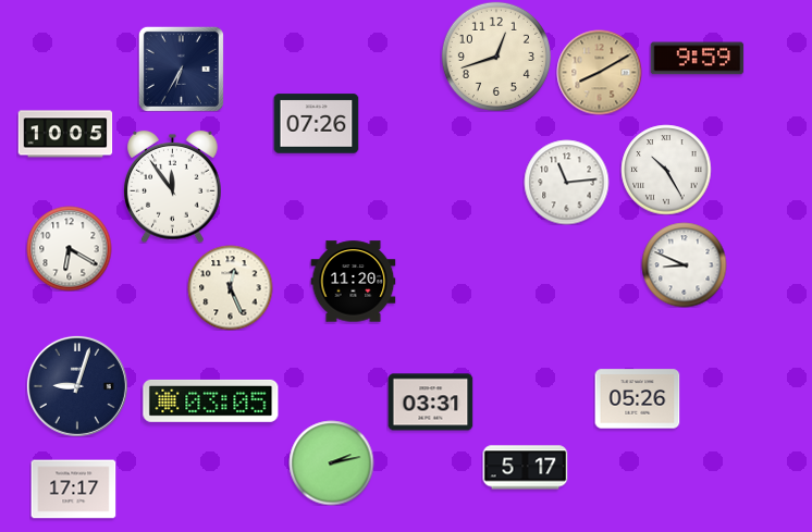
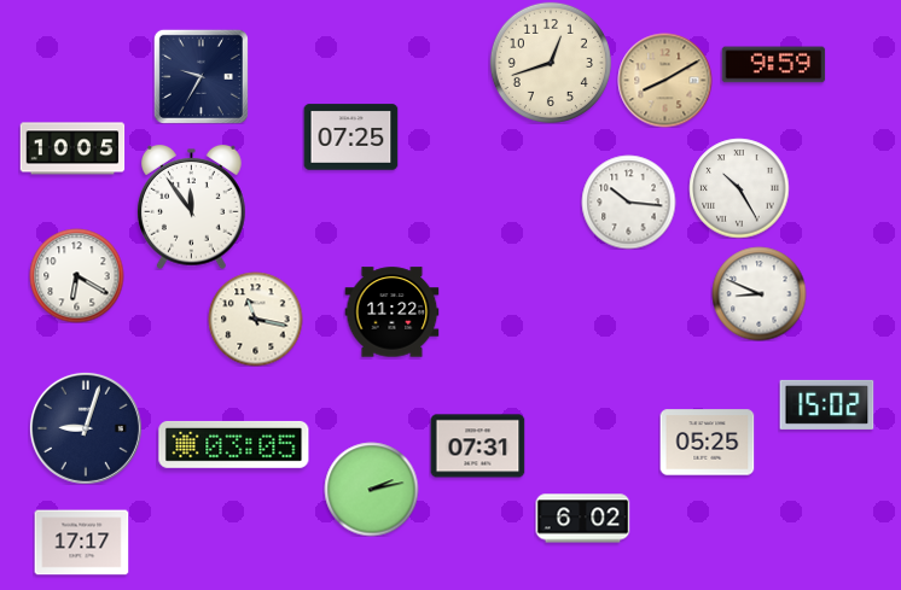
clock at (181, 69): 6:35 -> 9:35
clock at (316, 124): 07:26 -> 07:25
clock at (566, 182): 11:14 -> 10:16
clock at (353, 282): 11:20 -> 11:22
clock at (230, 287): 12:26 -> 11:17
clock at (826, 404): none -> 15:02
clock at (637, 399): 05:26 -> 05:25
clock at (430, 403): 03:31 -> 07:31
clock at (331, 462) position: (331, 462) -> (371, 489)
clock at (525, 468): 5:17 -> 6:02
